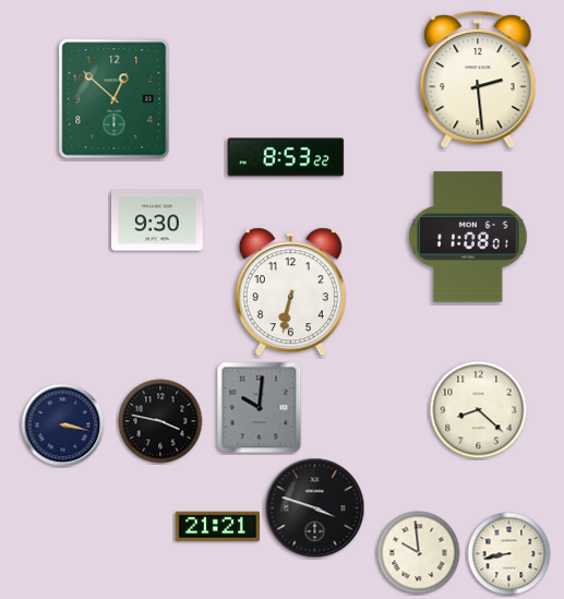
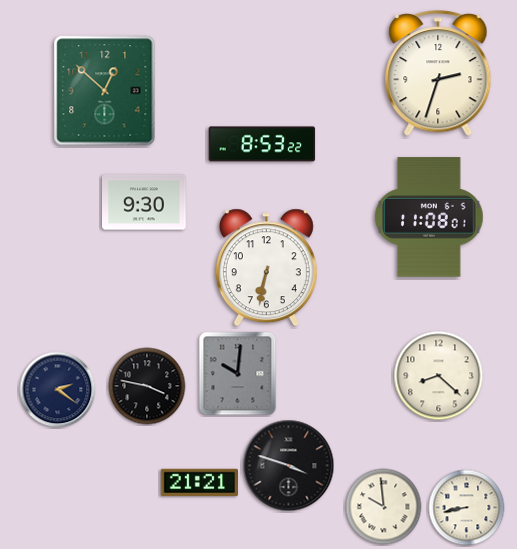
clock at (478, 81): 2:29 -> 2:33
clock at (63, 426): 3:17 -> 2:21
